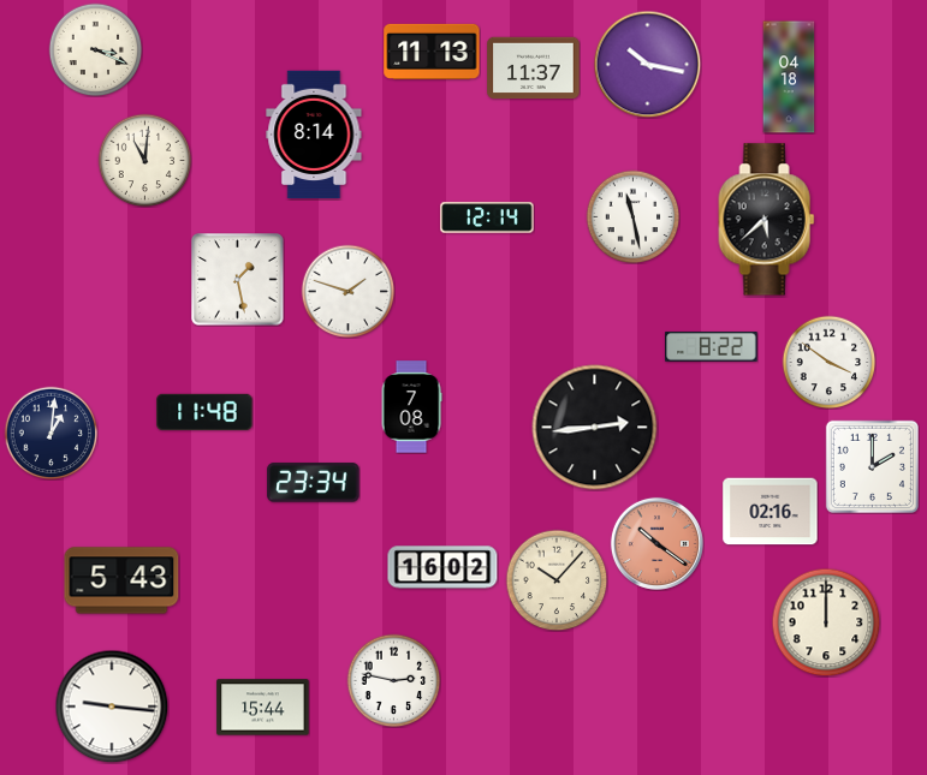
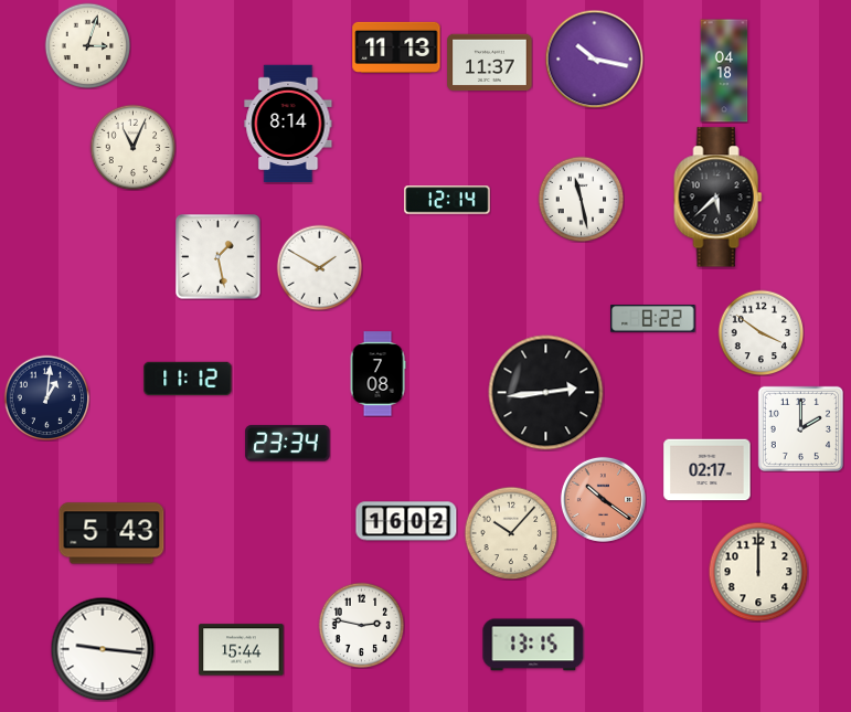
clock at (95, 49): 3:19 -> 3:03
clock at (144, 160): 11:01 -> 11:04
clock at (767, 220) position: (767, 220) -> (719, 198)
clock at (347, 291): 1:48 -> 1:50
clock at (204, 412): 11:48 -> 11:12
clock at (771, 512): 02:16 -> 02:17
clock at (533, 645): none -> 13:15
